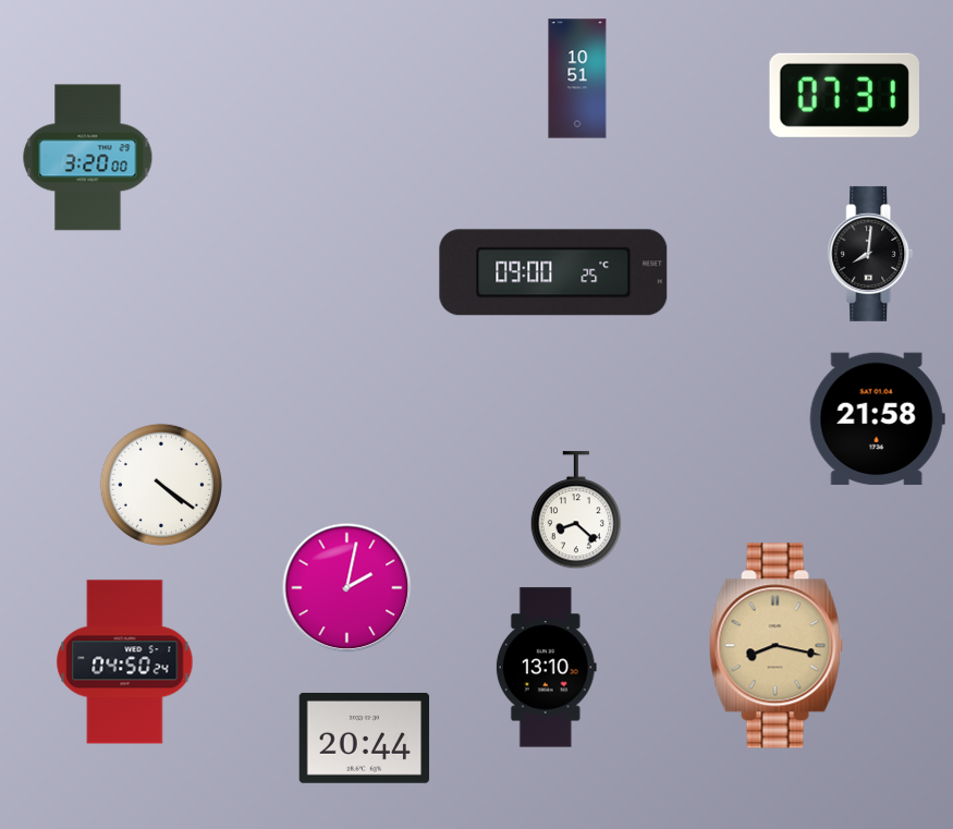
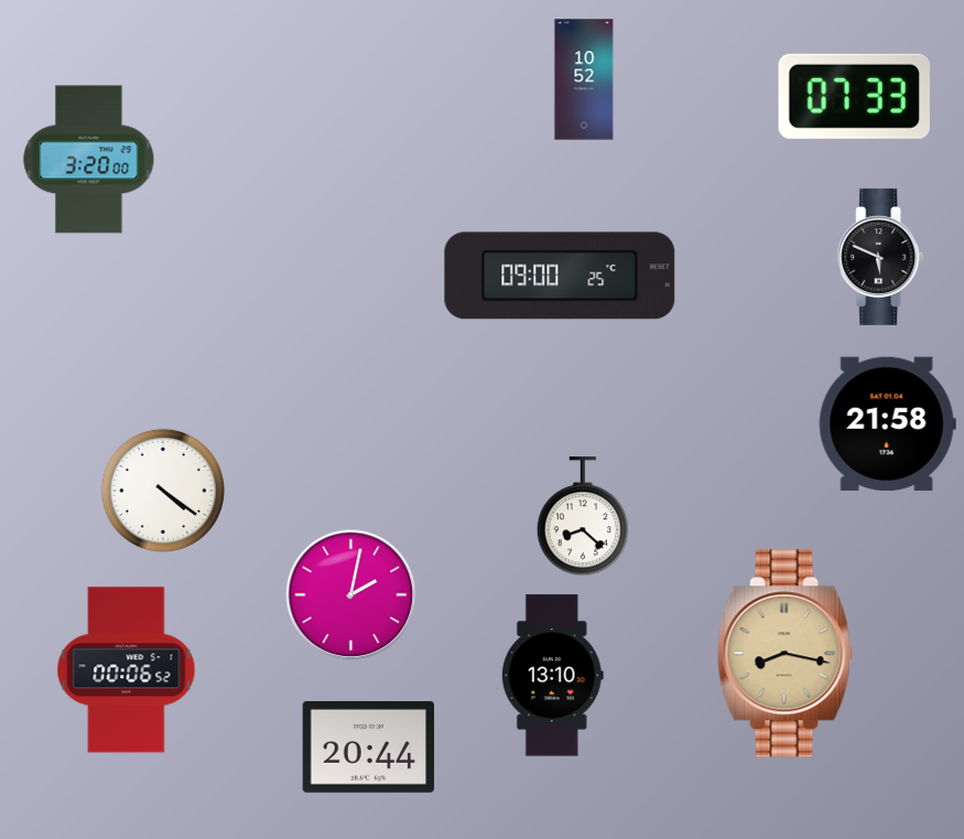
clock at (577, 78): 10:51 -> 10:52
clock at (844, 95): 07:31 -> 07:33
clock at (870, 254): 8:01 -> 5:49
clock at (125, 662): 04:50 -> 00:06
